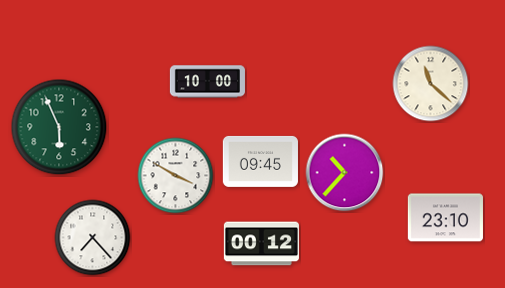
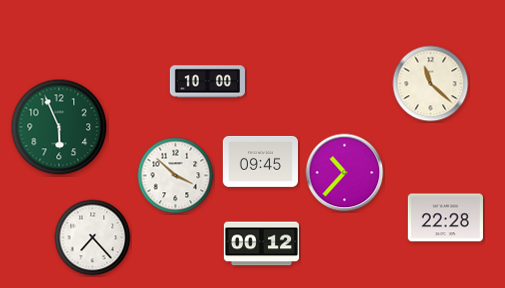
clock at (176, 176): 3:50 -> 3:52
clock at (445, 218): 23:10 -> 22:28
